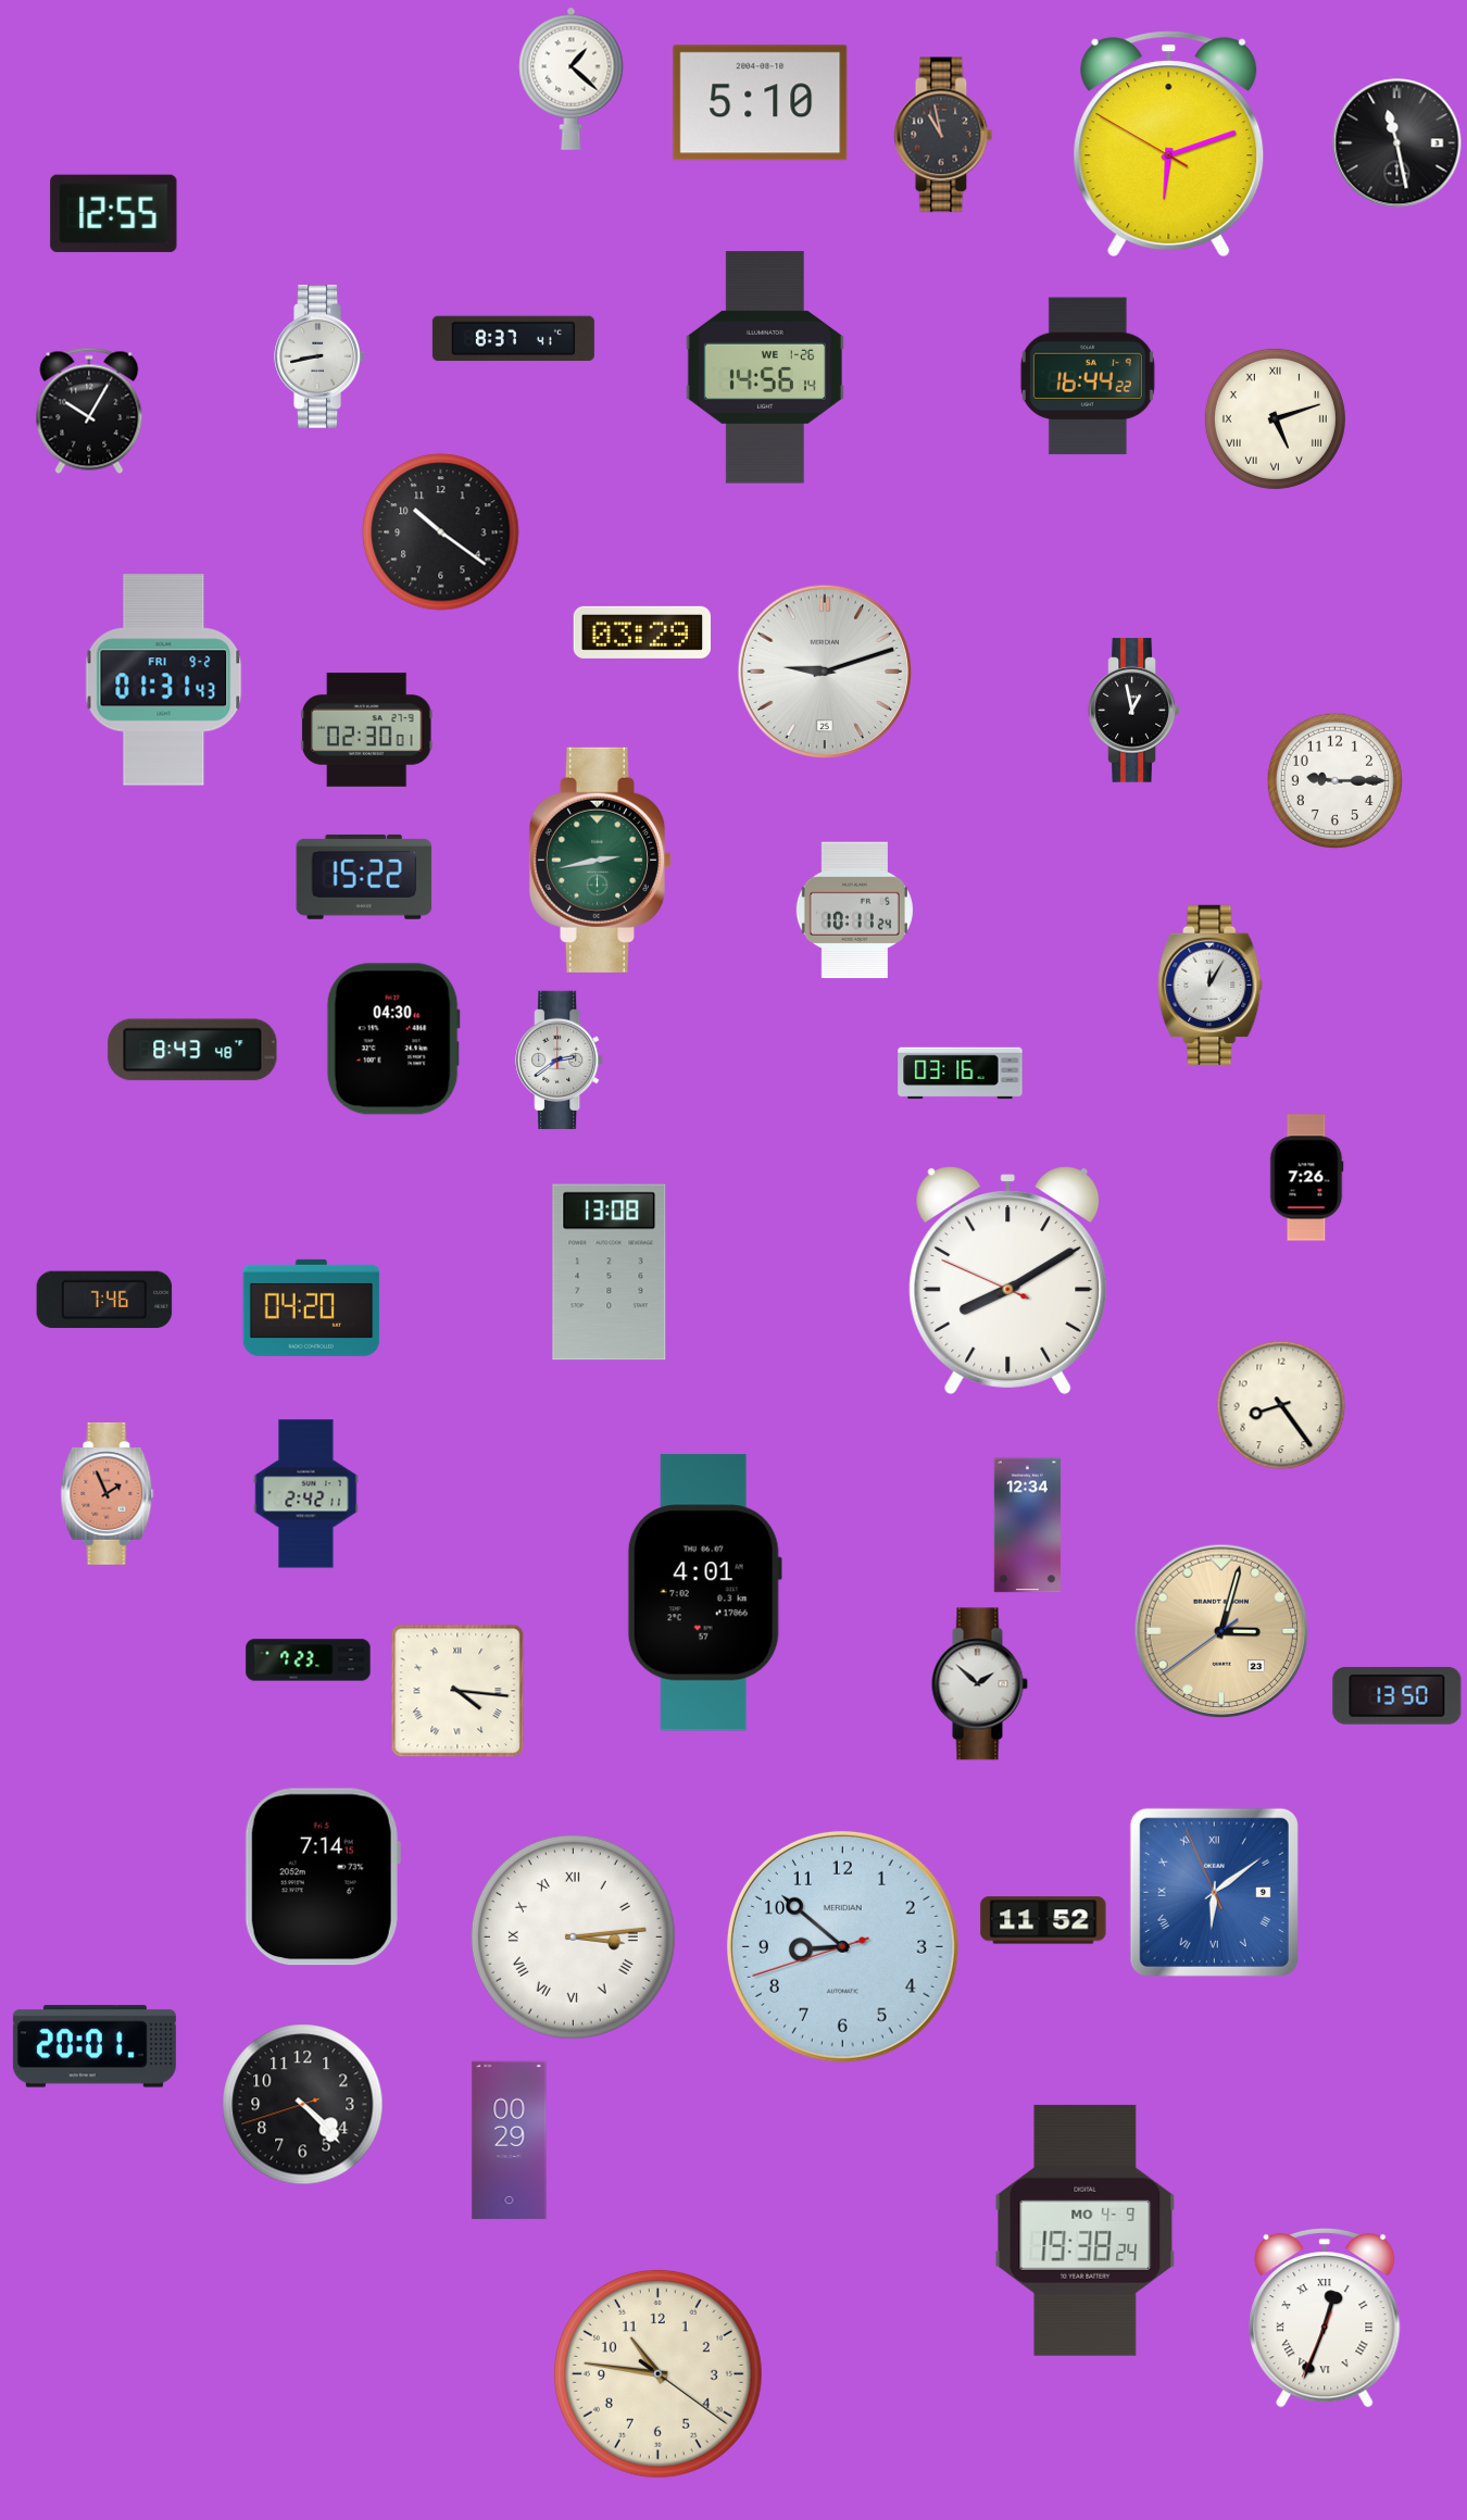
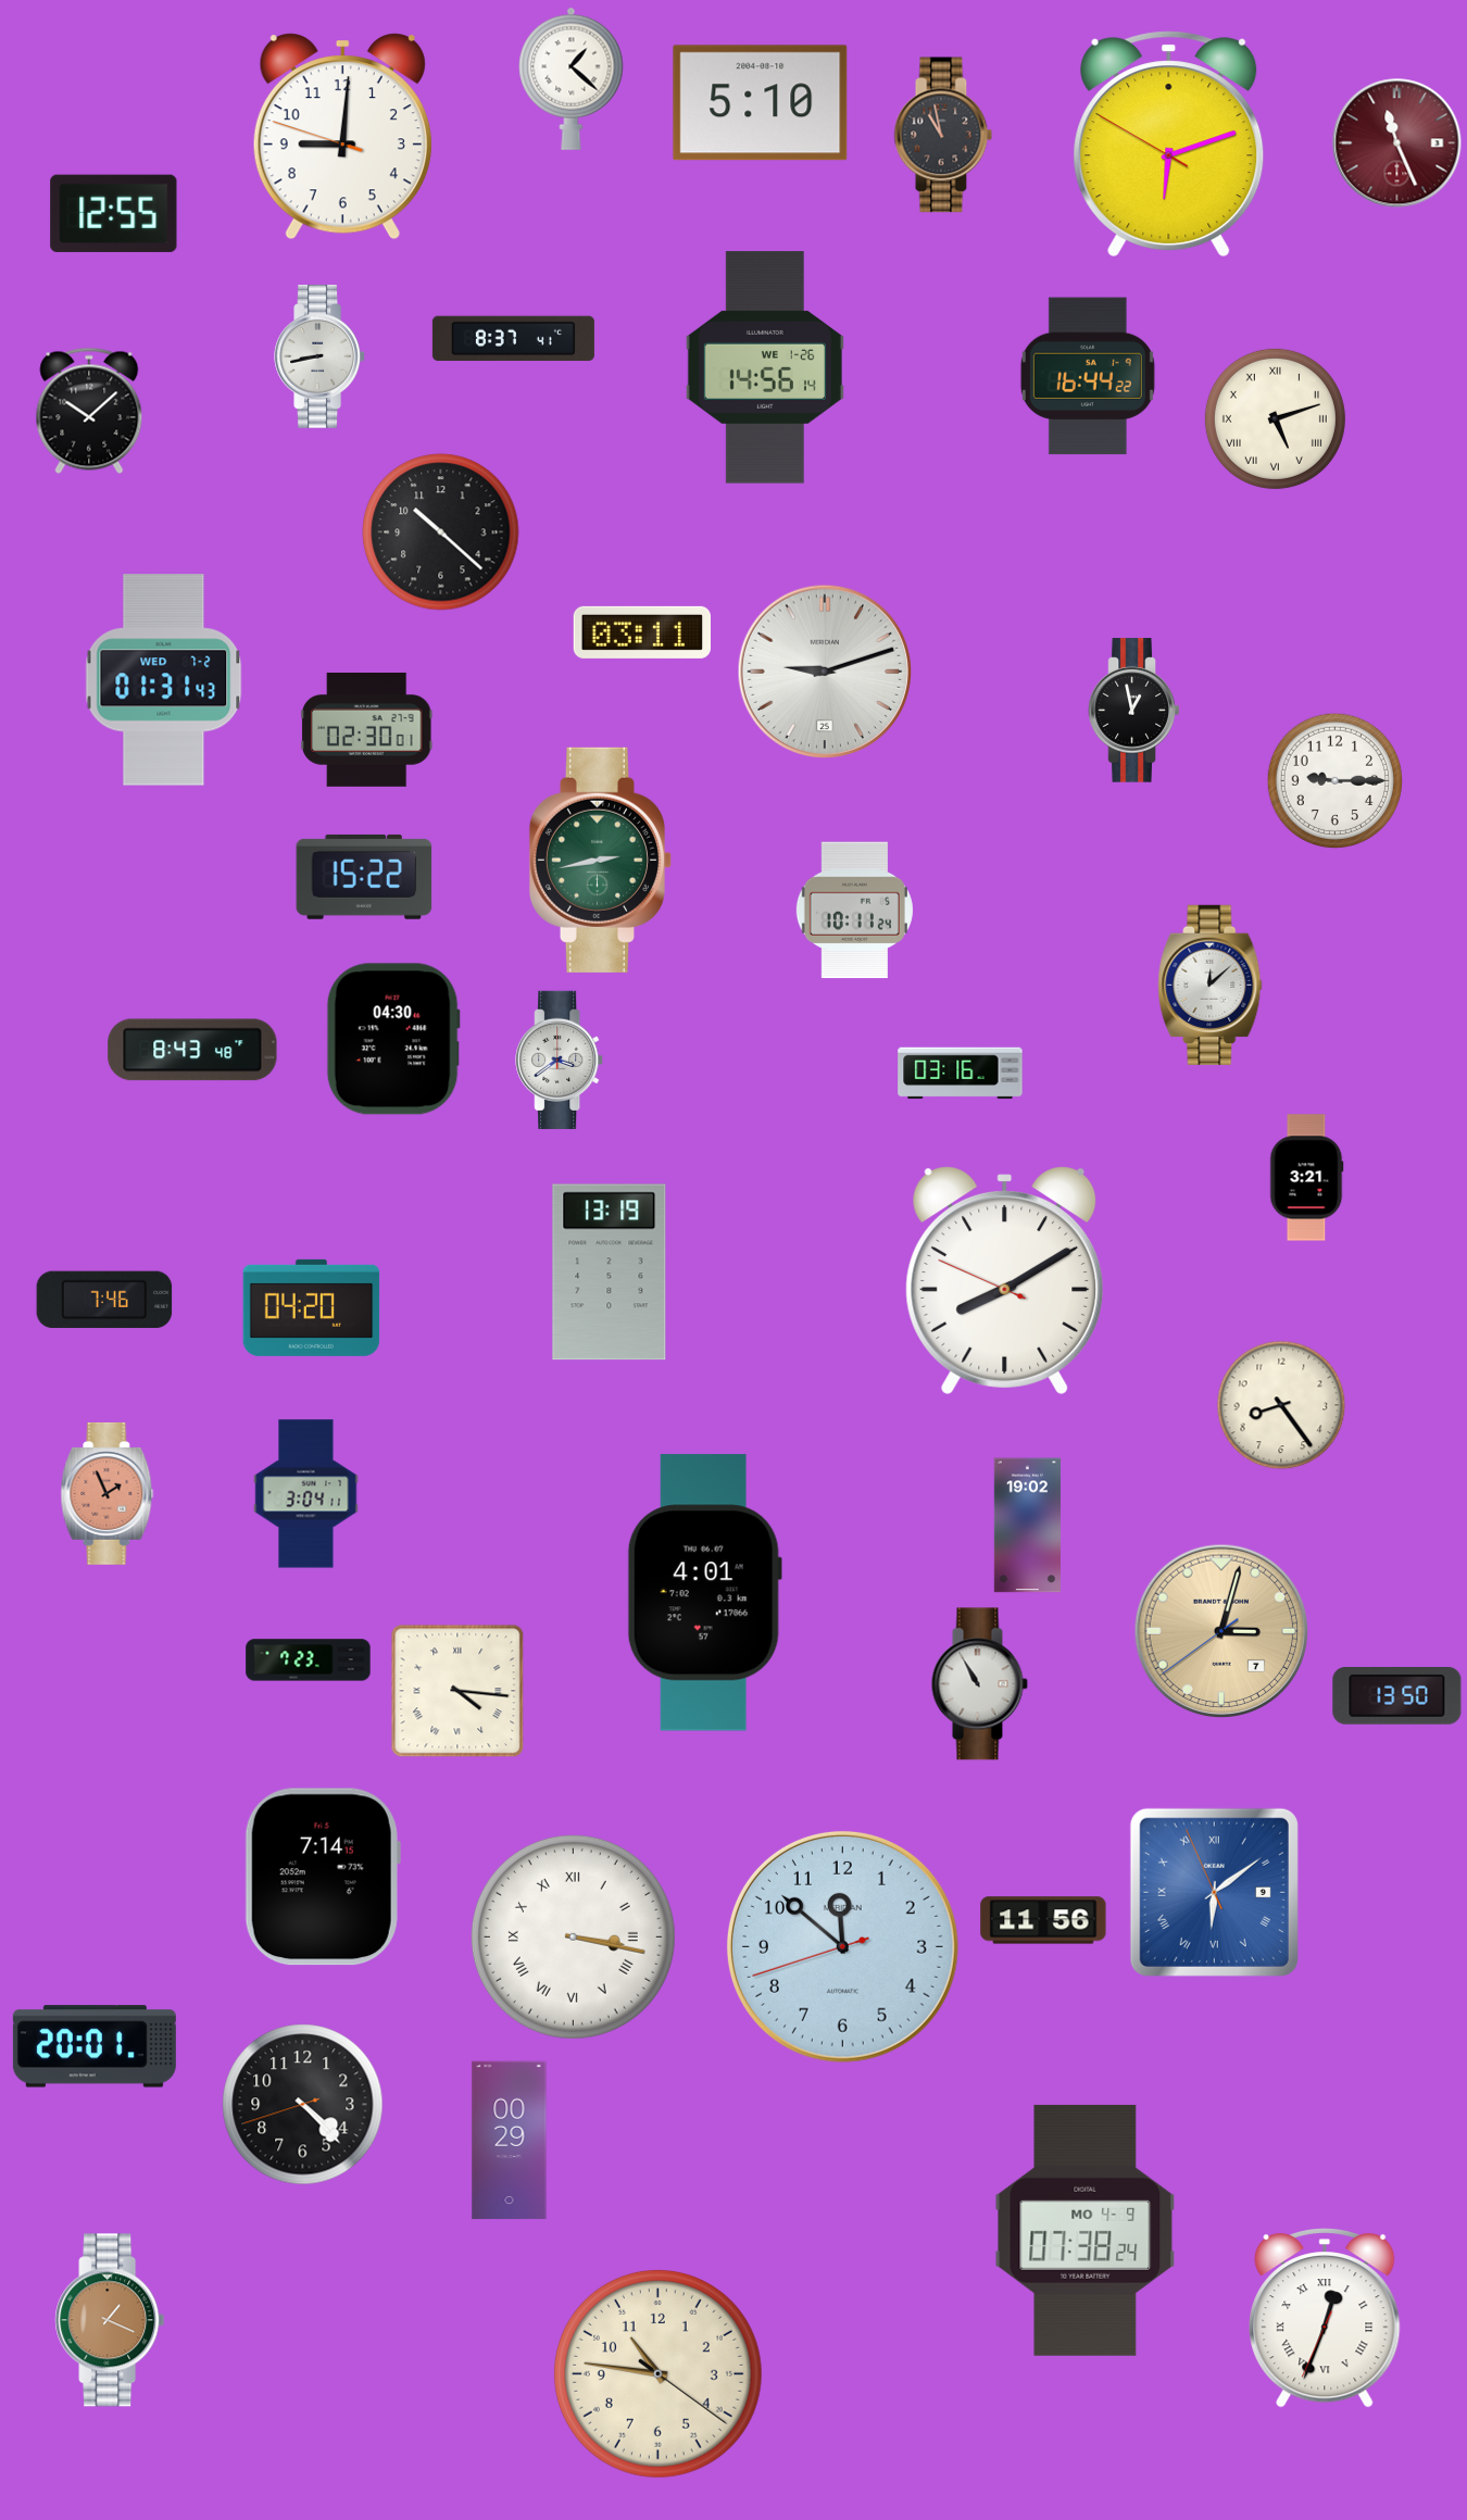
clock at (342, 137): none -> 9:00
clock at (1397, 143): 11:28 -> 11:26
clock at (1397, 143) dial: black -> burgundy
clock at (89, 411): 10:05 -> 10:08
clock at (441, 532): 10:21 -> 10:22
clock at (641, 632): 03:29 -> 03:11
clock at (164, 680) date: FRI 9-2 -> WED 7-2
clock at (1211, 985): 12:05 -> 12:08
clock at (560, 1060): 2:39 -> 3:39
clock at (1306, 1178): 7:26 -> 3:21
clock at (610, 1272): 13:08 -> 13:19
clock at (1008, 1280) position: (1008, 1280) -> (1005, 1280)
clock at (306, 1494): 2:42 -> 3:04
clock at (1027, 1526): 12:34 -> 19:02
clock at (1221, 1631) date: 23 -> 7
clock at (979, 1684): 1:52 -> 10:55
clock at (1043, 1920): 11:52 -> 11:56
clock at (573, 1936): 3:14 -> 3:17
clock at (842, 1946): 8:51 -> 11:51
clock at (1086, 2230): 19:38 -> 07:38
clock at (110, 2320): none -> 1:19
